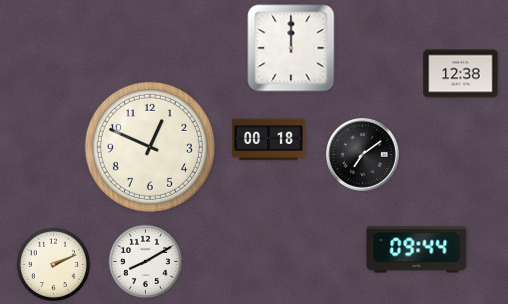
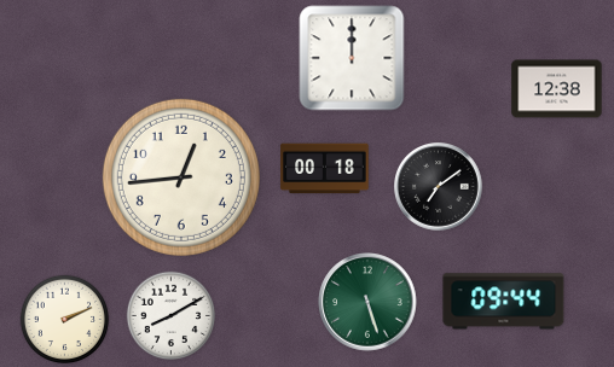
clock at (150, 147): 12:49 -> 12:44
clock at (367, 302): none -> 5:27
clock at (146, 262) position: (146, 262) -> (172, 316)
